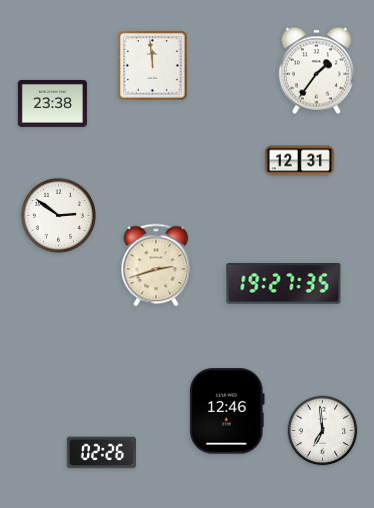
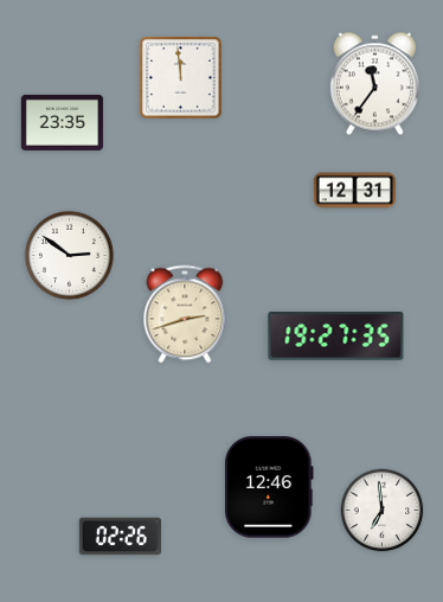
clock at (316, 71): 1:36 -> 11:36
clock at (52, 103): 23:38 -> 23:35
